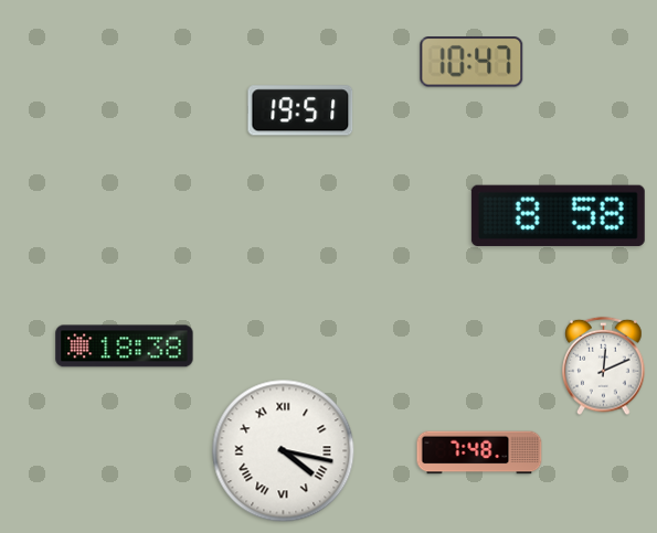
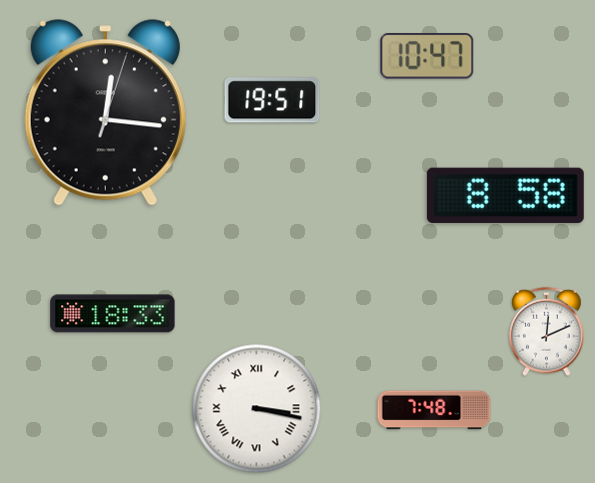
clock at (105, 113): none -> 12:16
clock at (125, 347): 18:38 -> 18:33
clock at (284, 451): 4:17 -> 3:17
